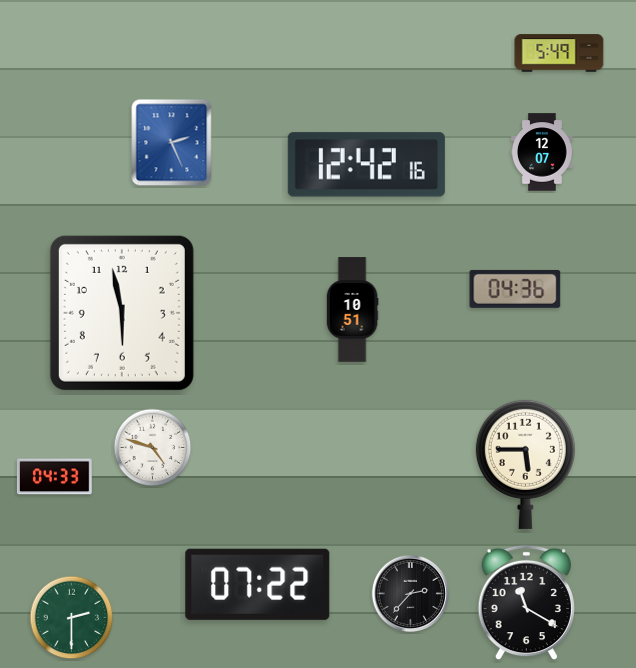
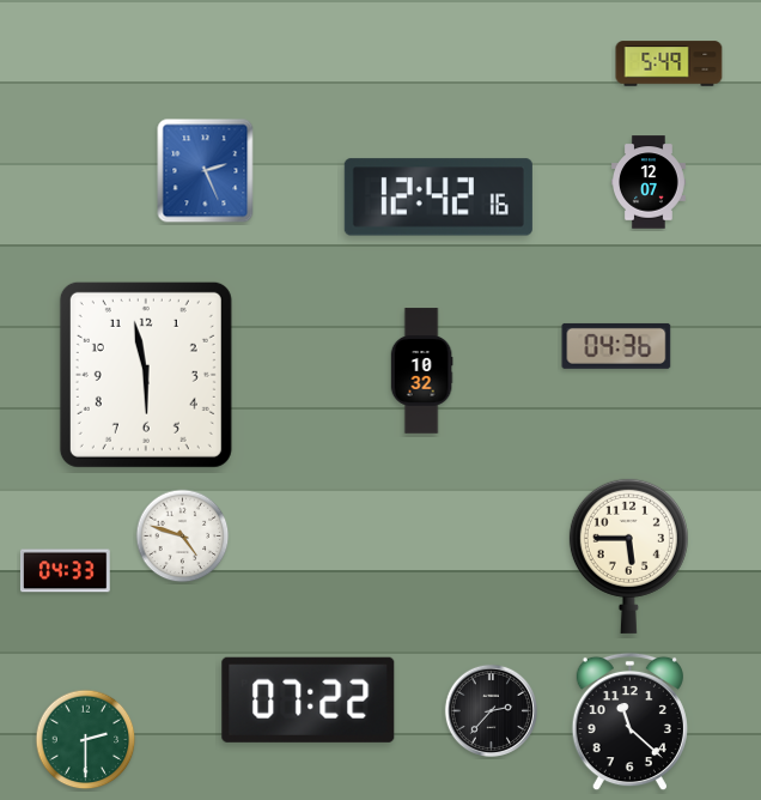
clock at (352, 310): 10:51 -> 10:32
clock at (526, 603): 11:20 -> 11:22
